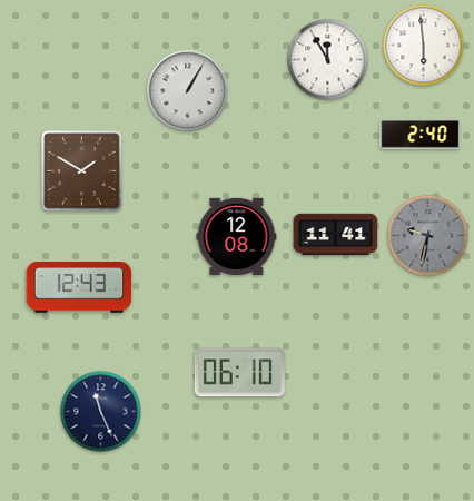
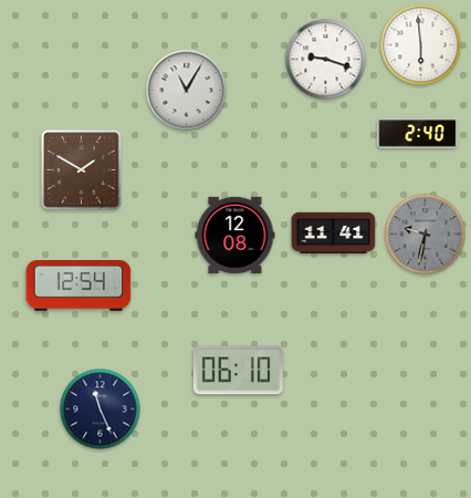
clock at (328, 60): 11:55 -> 9:18
clock at (188, 91): 1:05 -> 11:05
clock at (79, 288): 12:43 -> 12:54
